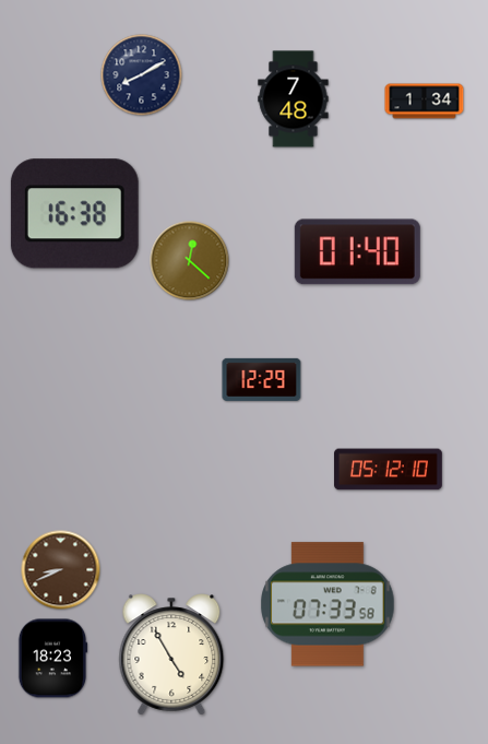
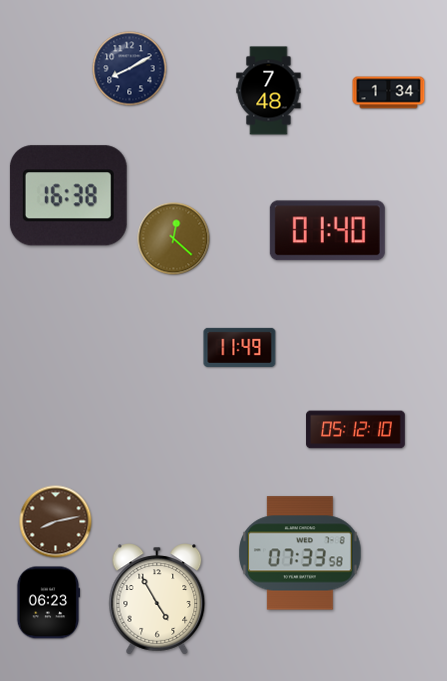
clock at (262, 379): 12:29 -> 11:49
clock at (61, 570): 8:41 -> 8:13
clock at (52, 659): 18:23 -> 06:23
